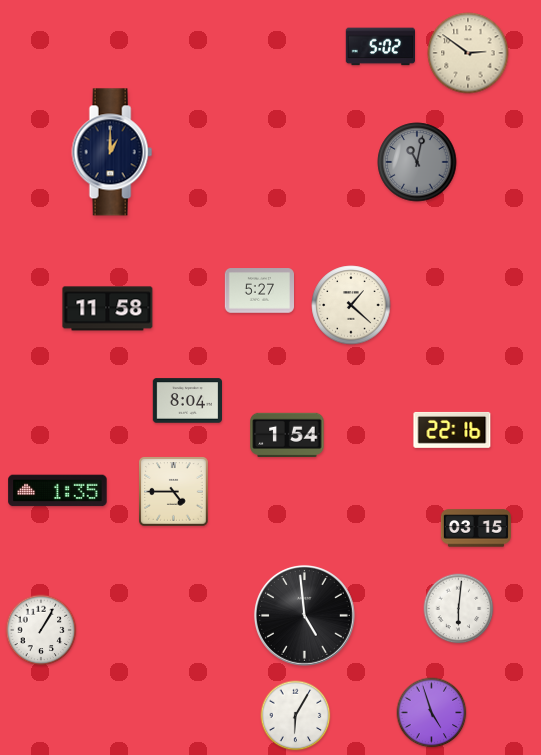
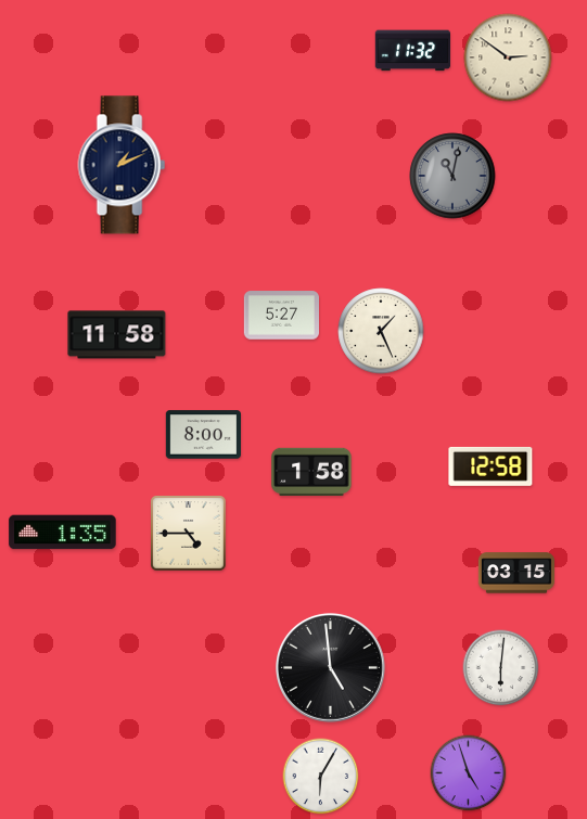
clock at (380, 47): 5:02 -> 11:32
clock at (112, 152): 1:00 -> 1:11
clock at (351, 305): 1:22 -> 1:26
clock at (187, 401): 8:04 -> 8:00
clock at (452, 430): 22:16 -> 12:58
clock at (287, 434): 1:54 -> 1:58
clock at (459, 609) position: (459, 609) -> (501, 668)
clock at (41, 630): 1:05 -> none
